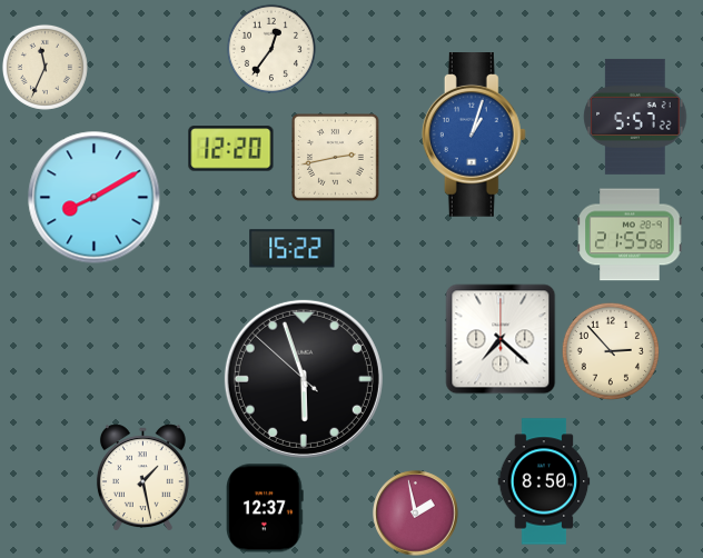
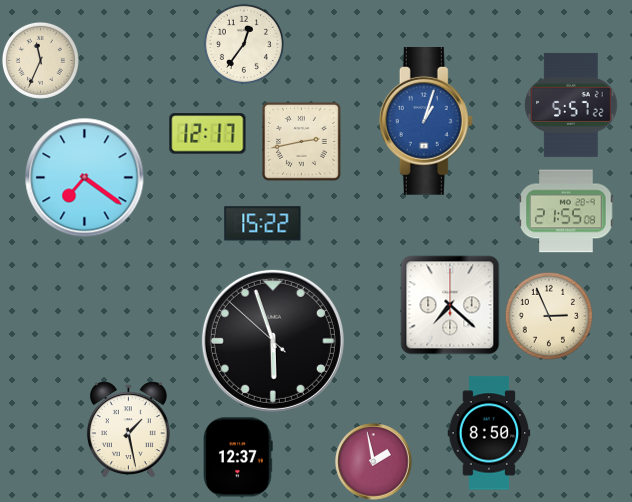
clock at (231, 149): 12:20 -> 12:17
clock at (95, 198): 8:10 -> 7:21
clock at (611, 351): 2:53 -> 2:56
